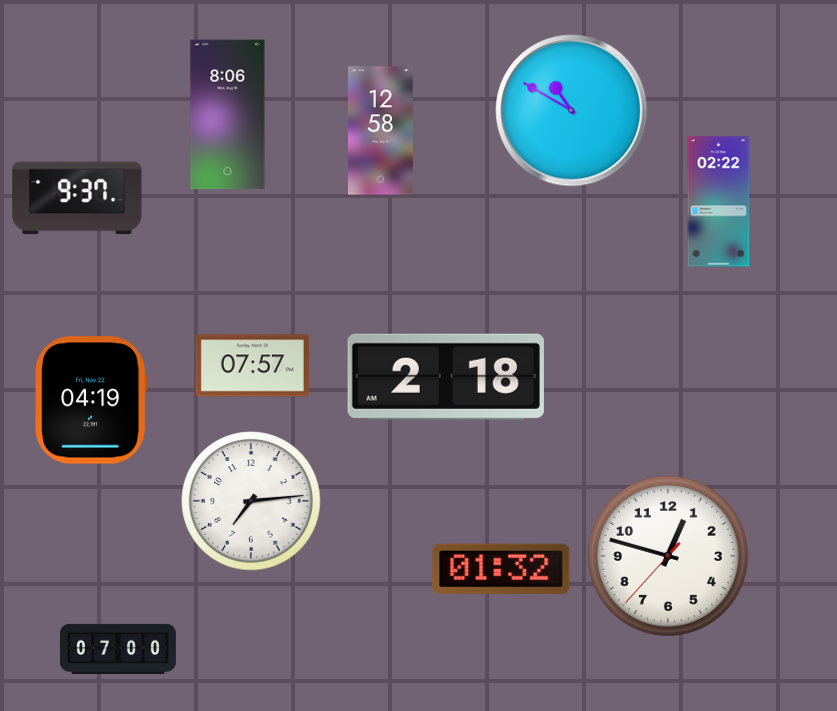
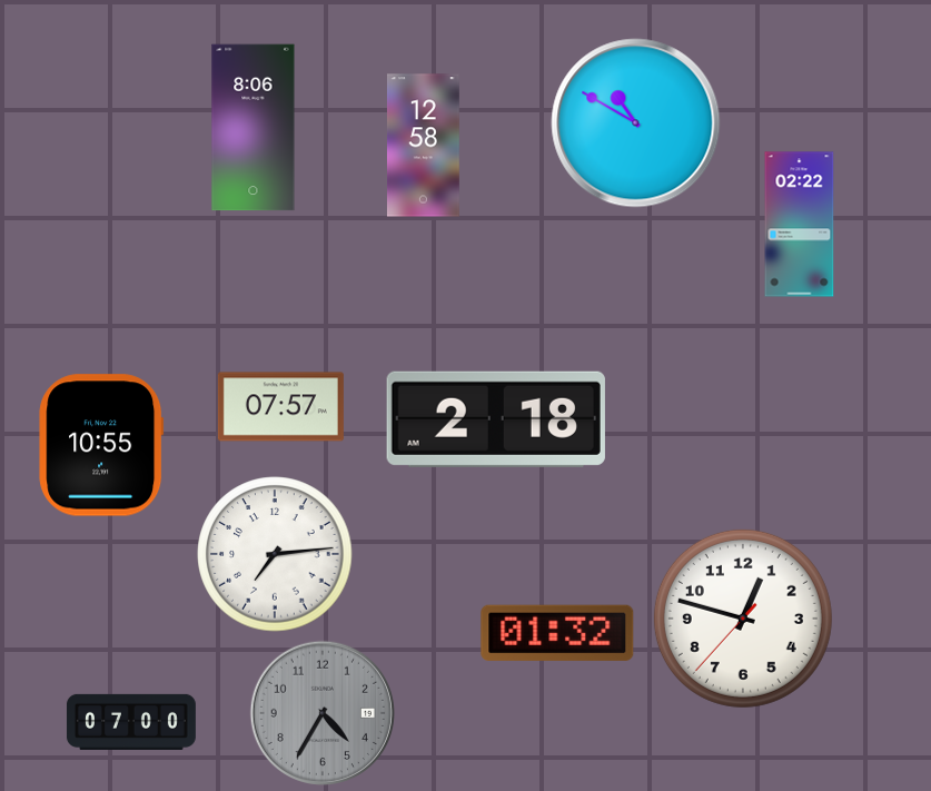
clock at (77, 198): 9:37 -> none
clock at (91, 400): 04:19 -> 10:55
clock at (251, 501) position: (251, 501) -> (275, 554)
clock at (323, 713): none -> 4:35
